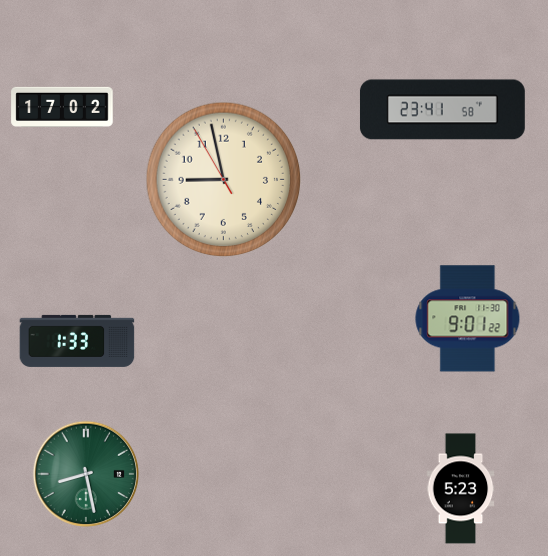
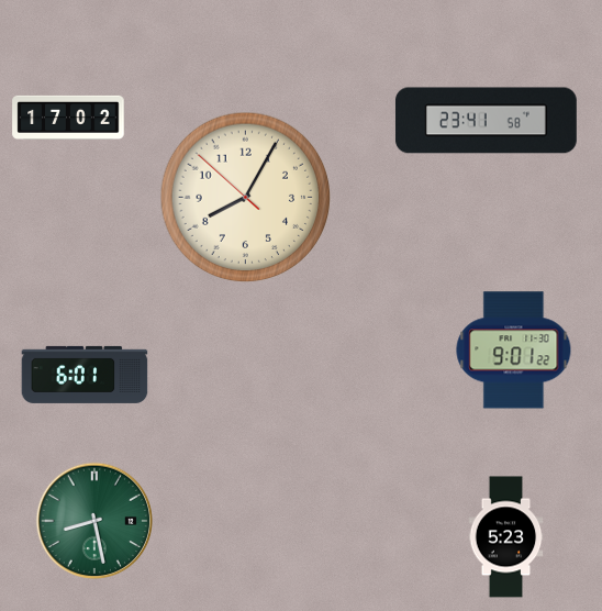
clock at (224, 180): 8:57 -> 8:04
clock at (77, 341): 1:33 -> 6:01
